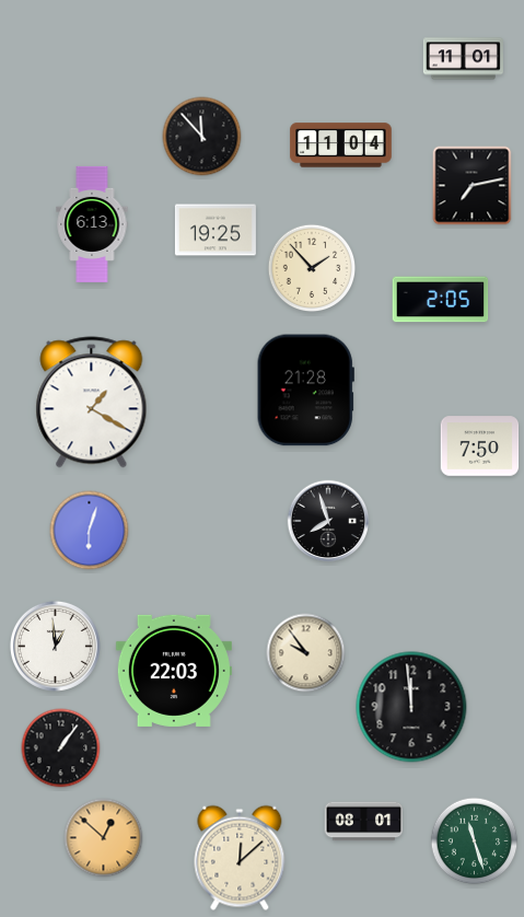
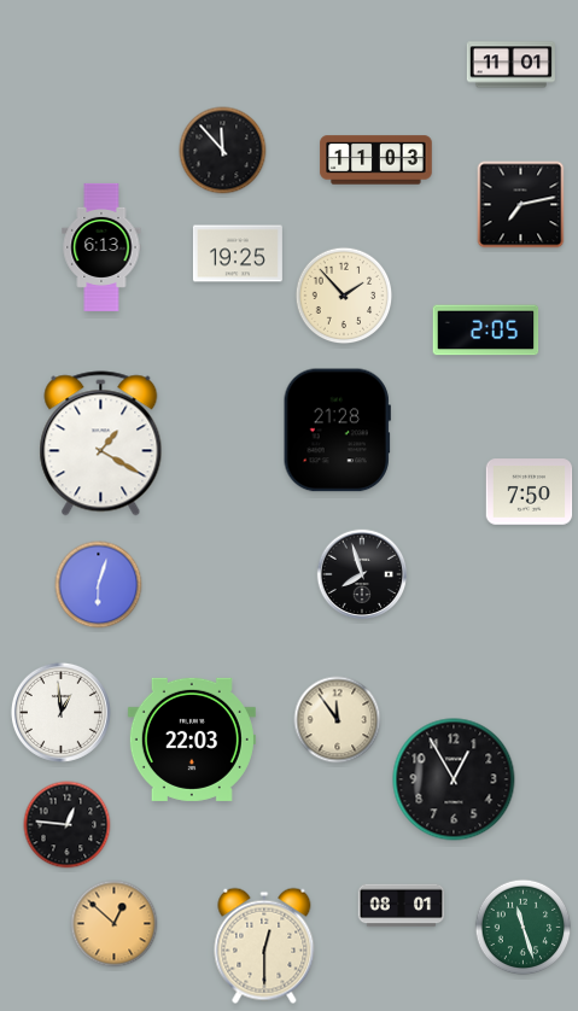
clock at (341, 146): 11:04 -> 11:03
clock at (306, 653): 9:54 -> 11:54
clock at (411, 707): 11:59 -> 12:55
clock at (61, 748): 1:06 -> 12:46
clock at (240, 858): 12:08 -> 12:30
